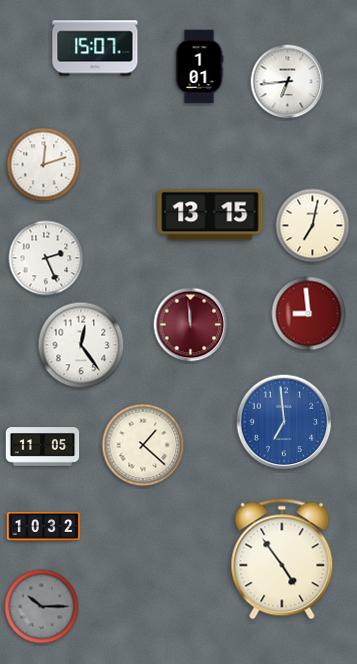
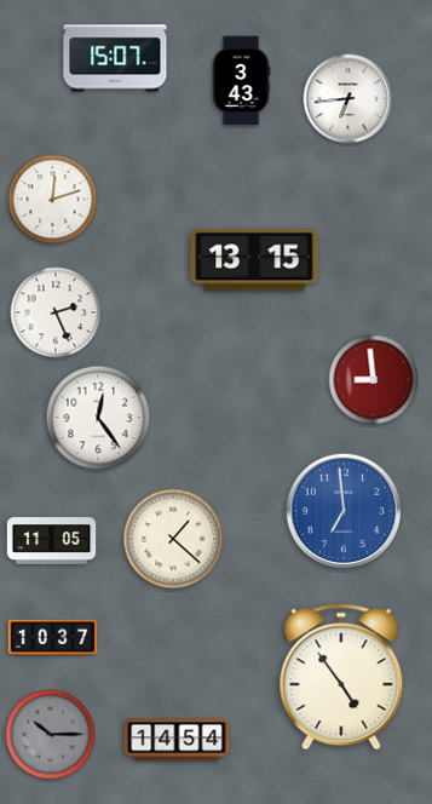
clock at (199, 67): 1:01 -> 3:43
clock at (313, 226): 7:02 -> none
clock at (191, 325): 11:59 -> none
clock at (44, 526): 10:32 -> 10:37
clock at (177, 740): none -> 14:54
